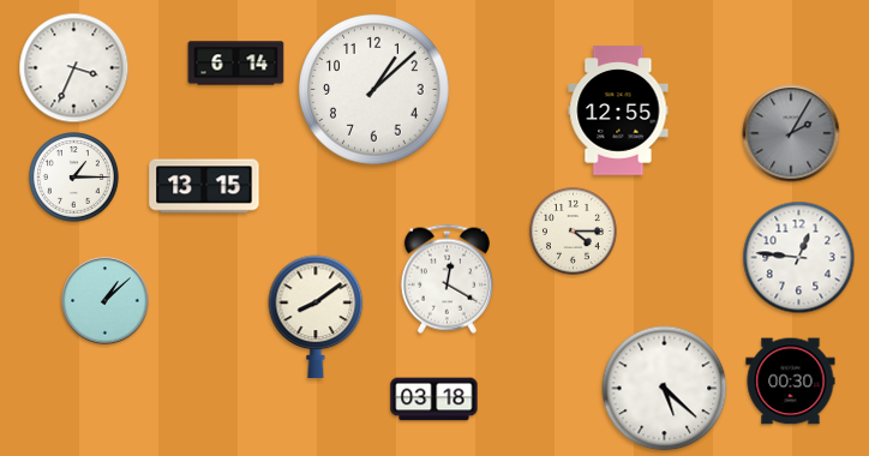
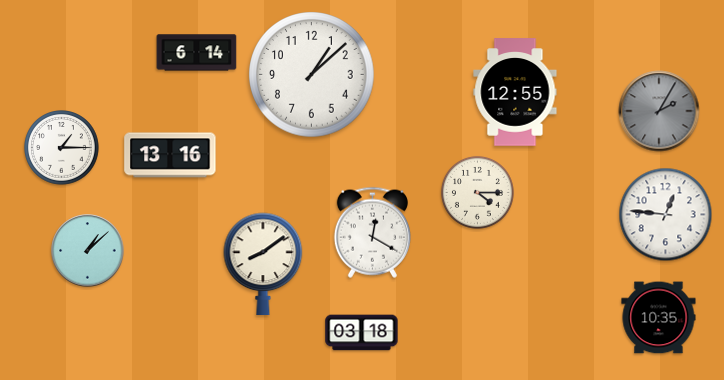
clock at (74, 68): 3:34 -> none
clock at (204, 186): 13:15 -> 13:16
clock at (791, 382): 00:30 -> 10:35
clock at (665, 389): 5:22 -> none
